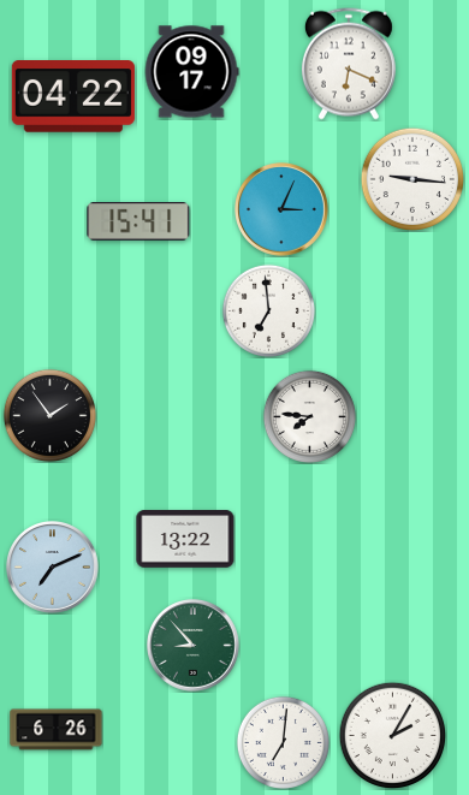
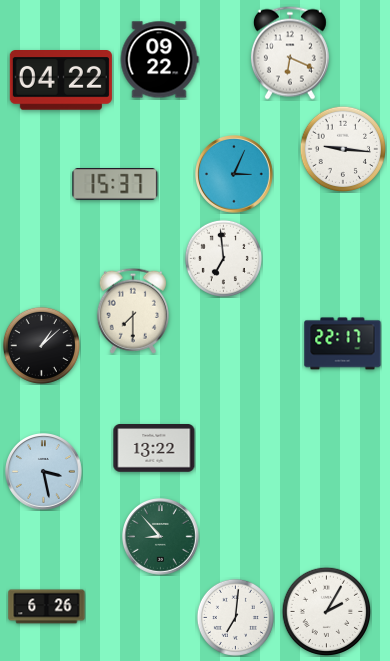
clock at (191, 72): 09:17 -> 09:22
clock at (138, 223): 15:41 -> 15:37
clock at (133, 311): none -> 7:30
clock at (343, 344): none -> 22:17
clock at (49, 415): 1:54 -> 1:08
clock at (309, 416): 7:46 -> none
clock at (53, 568): 7:11 -> 3:28
